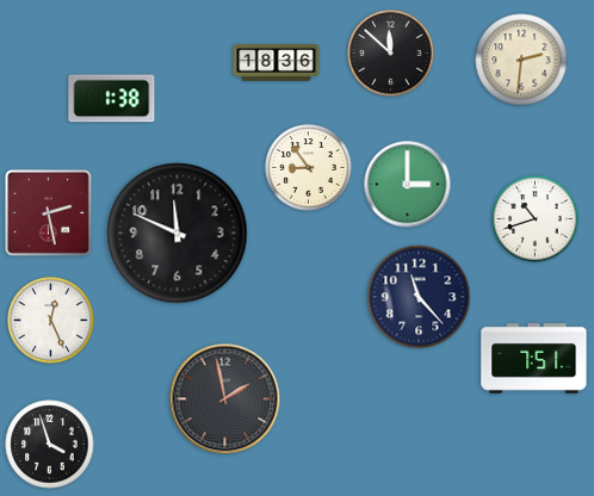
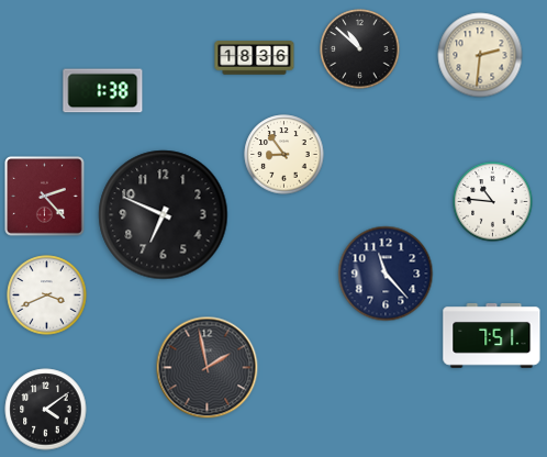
clock at (391, 54): 11:52 -> 10:52
clock at (408, 185): 3:00 -> none
clock at (49, 213): 2:28 -> 2:23
clock at (536, 219): 10:42 -> 10:46
clock at (178, 234): 11:49 -> 6:49
clock at (51, 321): 12:26 -> 3:41
clock at (534, 359) position: (534, 359) -> (492, 336)
clock at (50, 445): 3:57 -> 4:09
